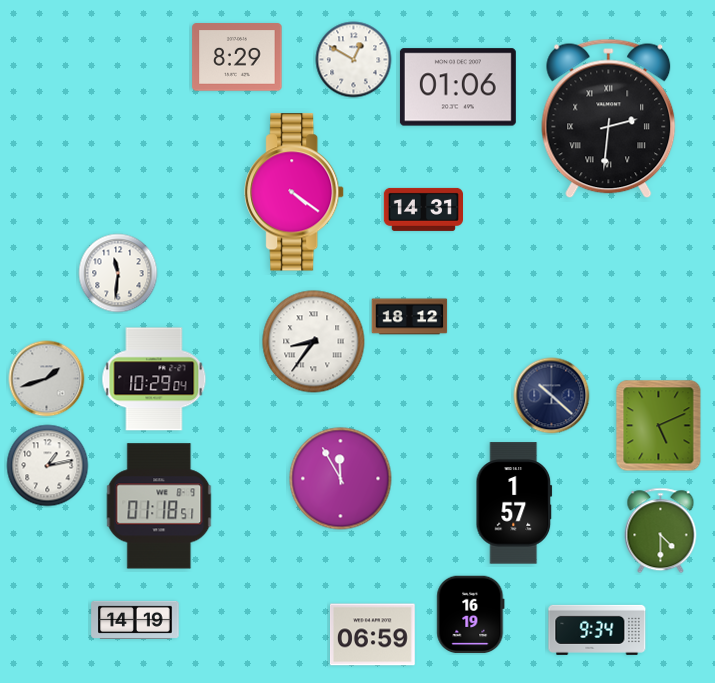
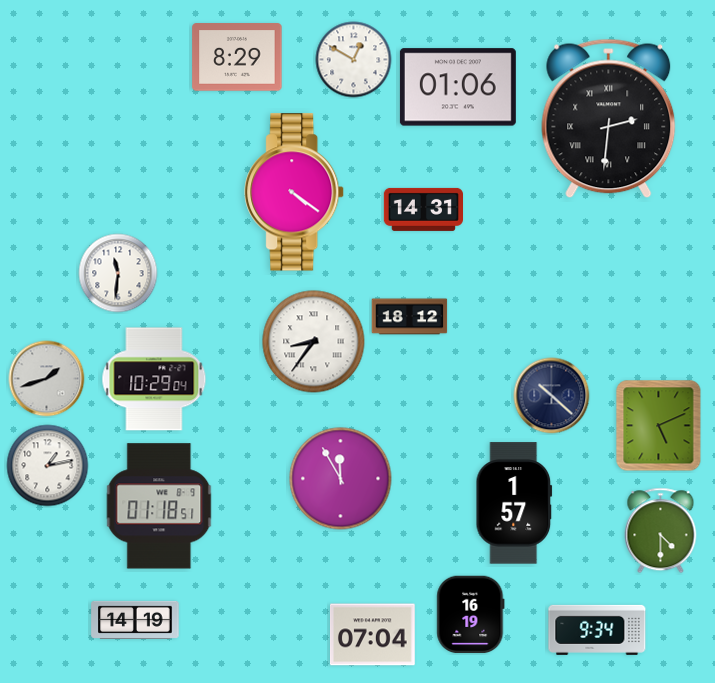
clock at (373, 635): 06:59 -> 07:04
